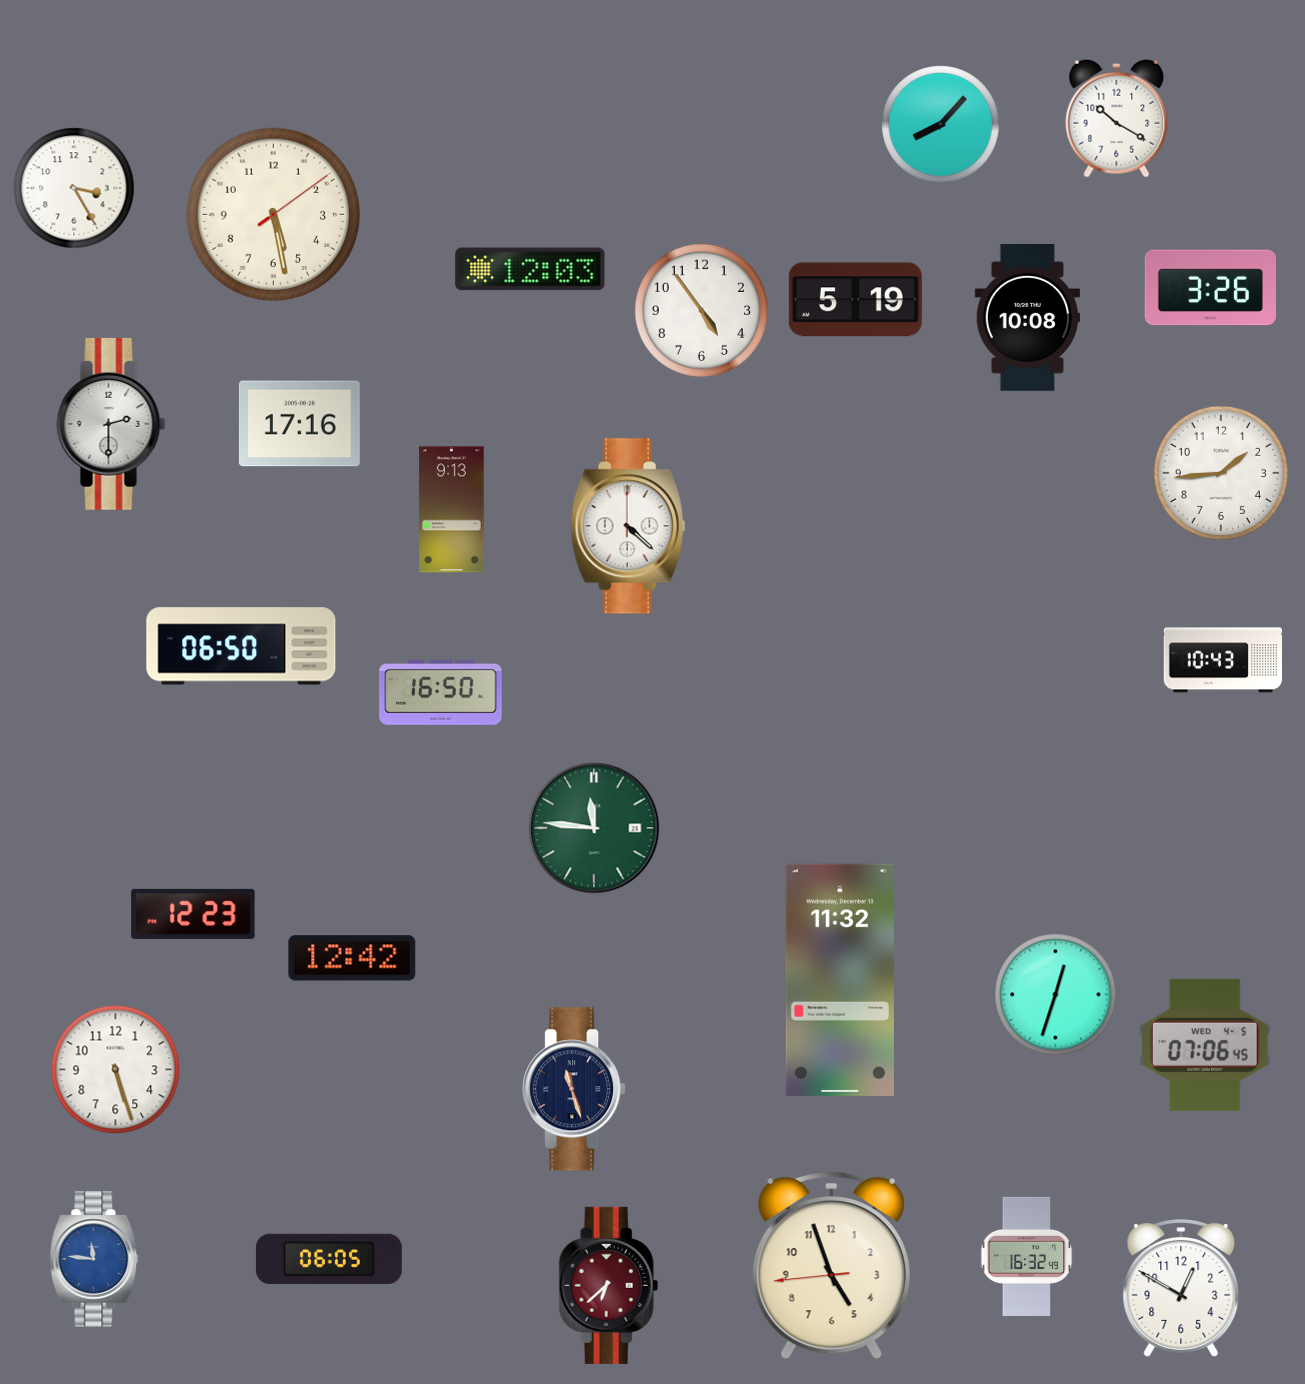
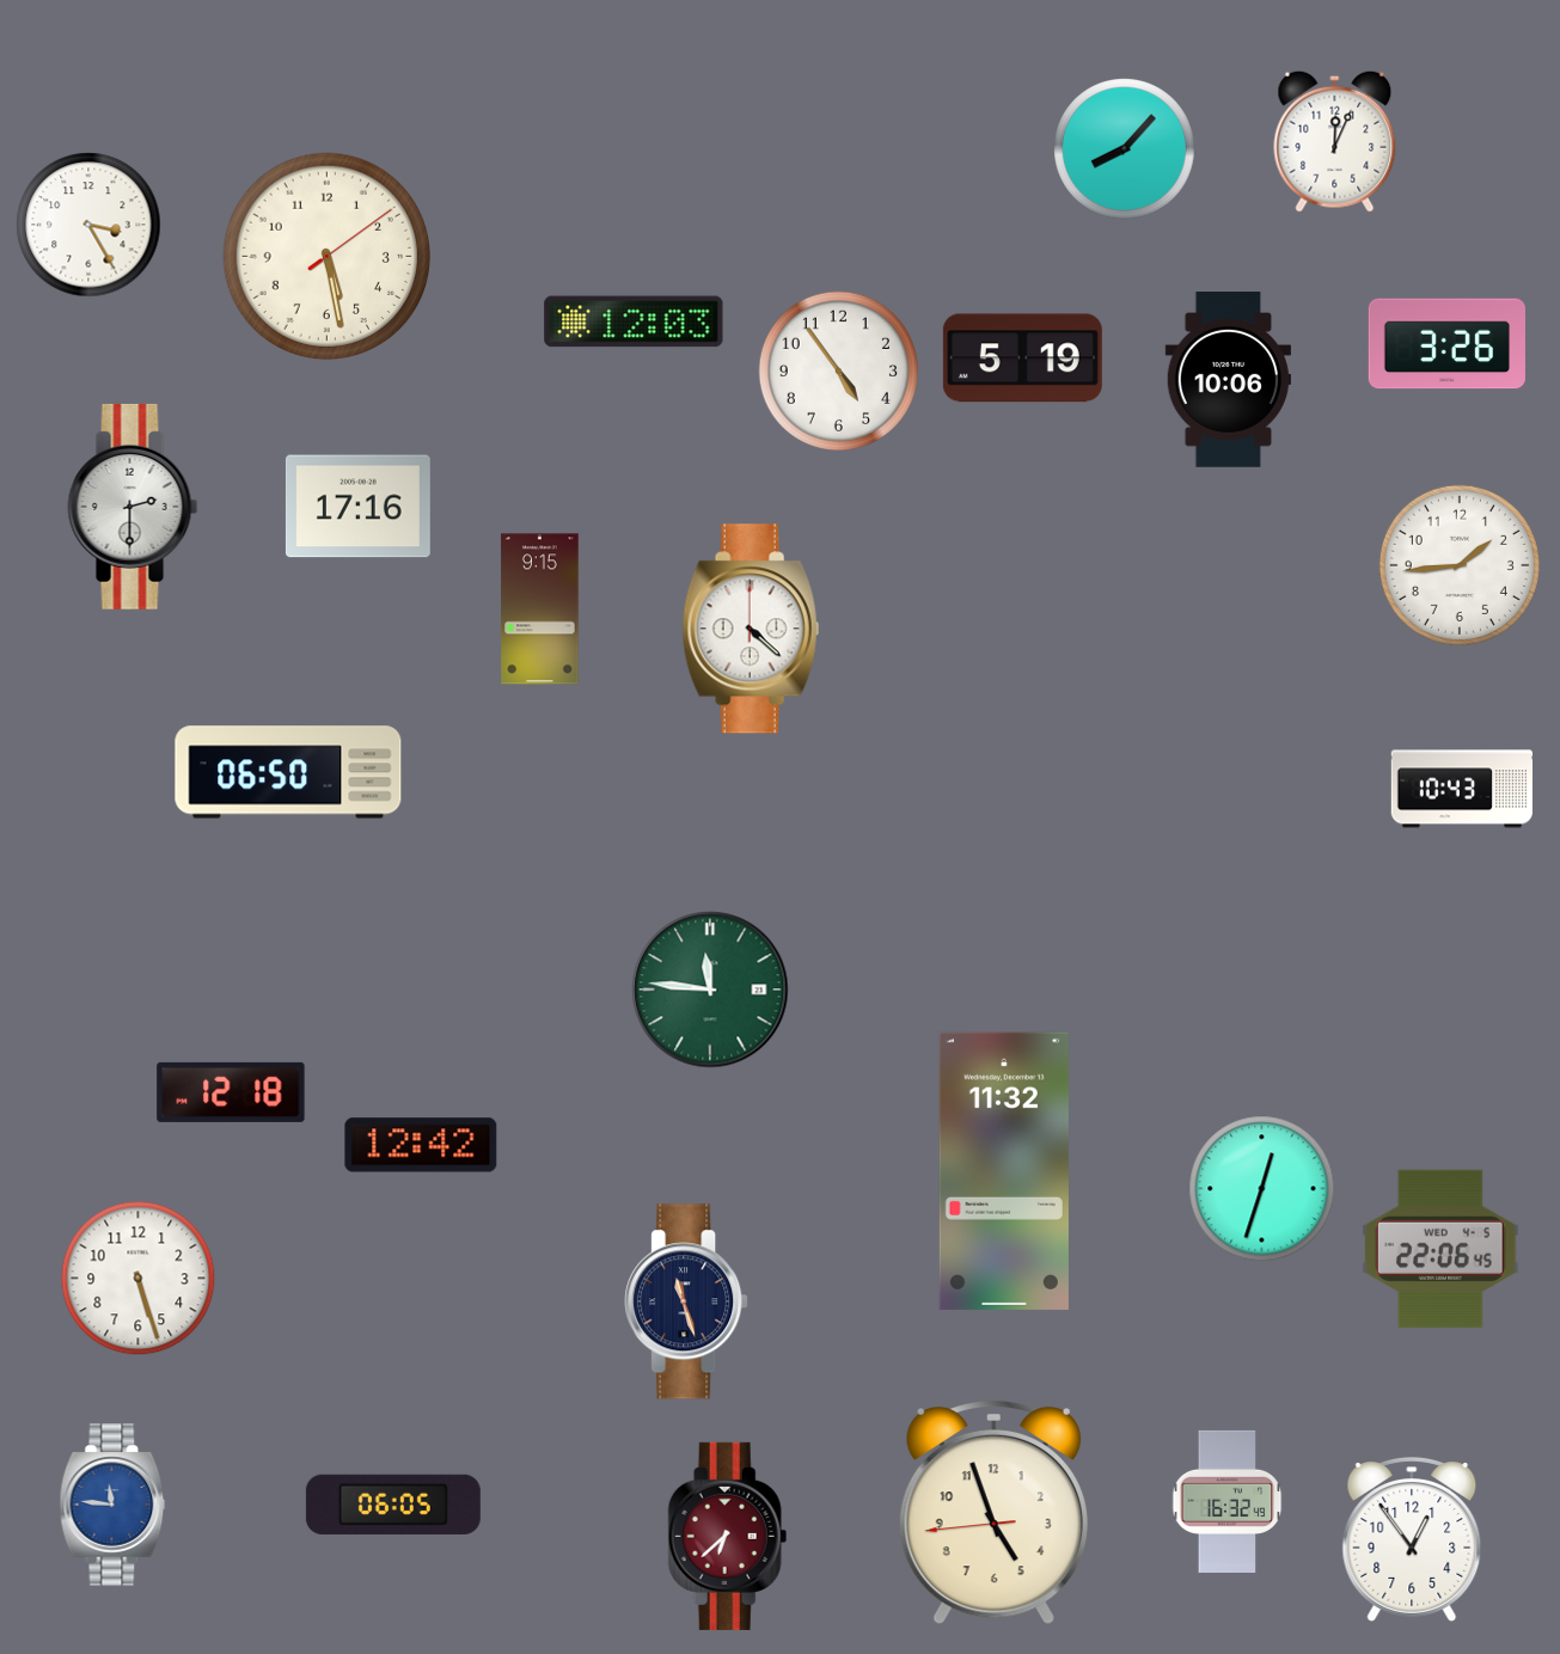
clock at (1117, 118): 10:20 -> 12:04
clock at (1027, 318): 10:08 -> 10:06
clock at (452, 510): 9:13 -> 9:15
clock at (441, 692): 16:50 -> none
clock at (193, 914): 12:23 -> 12:18
clock at (1205, 1045): 07:06 -> 22:06
clock at (1181, 1289): 12:50 -> 12:54
